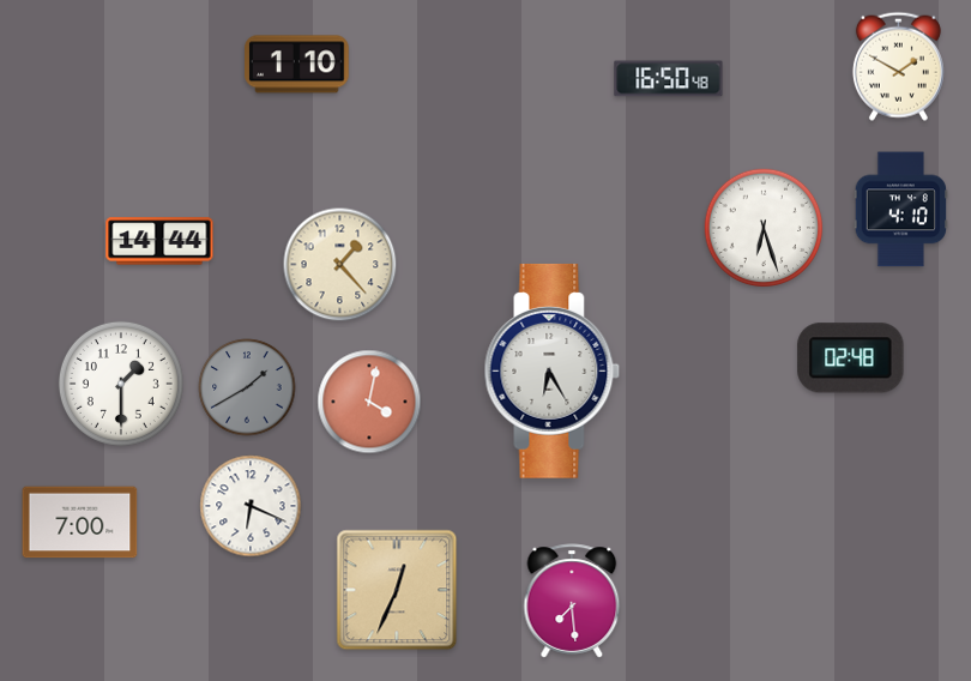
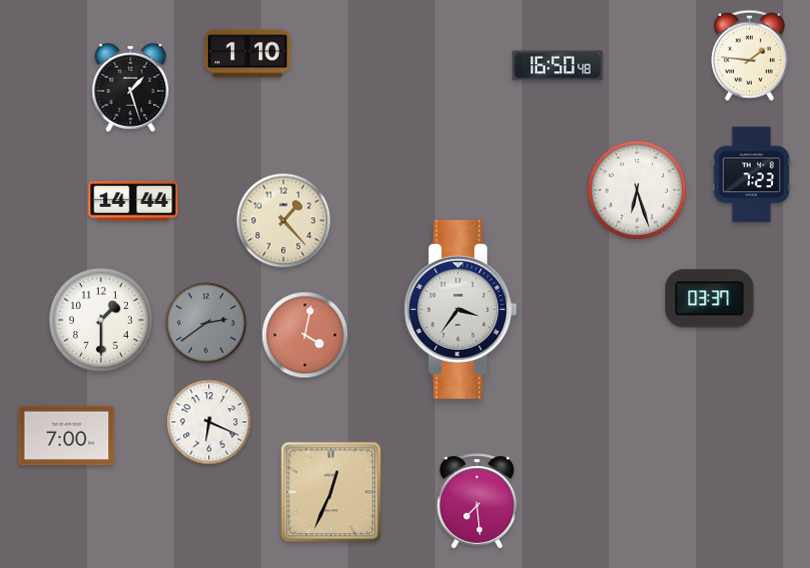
clock at (898, 66): 1:50 -> 1:46
clock at (131, 87): none -> 1:27
clock at (900, 210): 4:10 -> 7:23
clock at (851, 358): 02:48 -> 03:37
clock at (553, 370): 6:25 -> 3:36
clock at (247, 387): 1:40 -> 2:39
clock at (369, 402) position: (369, 402) -> (305, 335)
